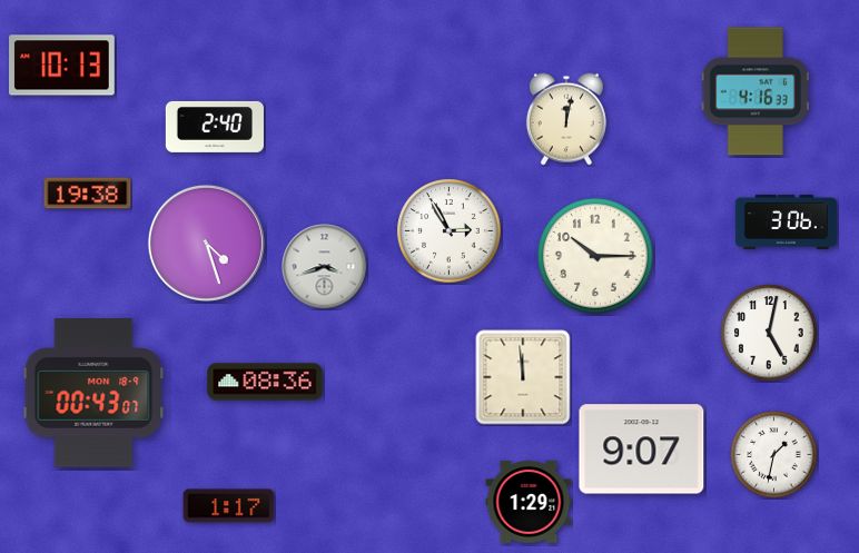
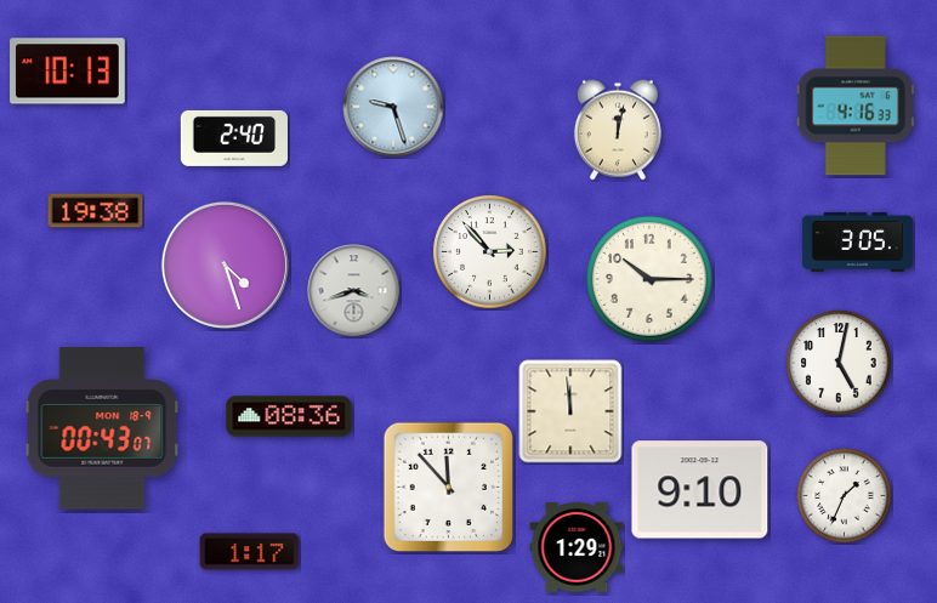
clock at (756, 91) position: (756, 91) -> (856, 106)
clock at (393, 107): none -> 9:27
clock at (786, 221): 3:06 -> 3:05
clock at (450, 231): 2:55 -> 2:53
clock at (448, 487): none -> 11:53
clock at (642, 450): 9:07 -> 9:10
clock at (774, 455): 1:32 -> 1:34
